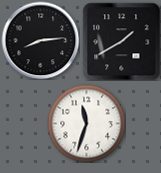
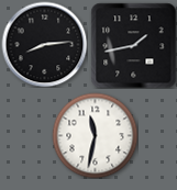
clock at (121, 41): 1:40 -> 1:43
clock at (86, 123): 11:33 -> 11:32
